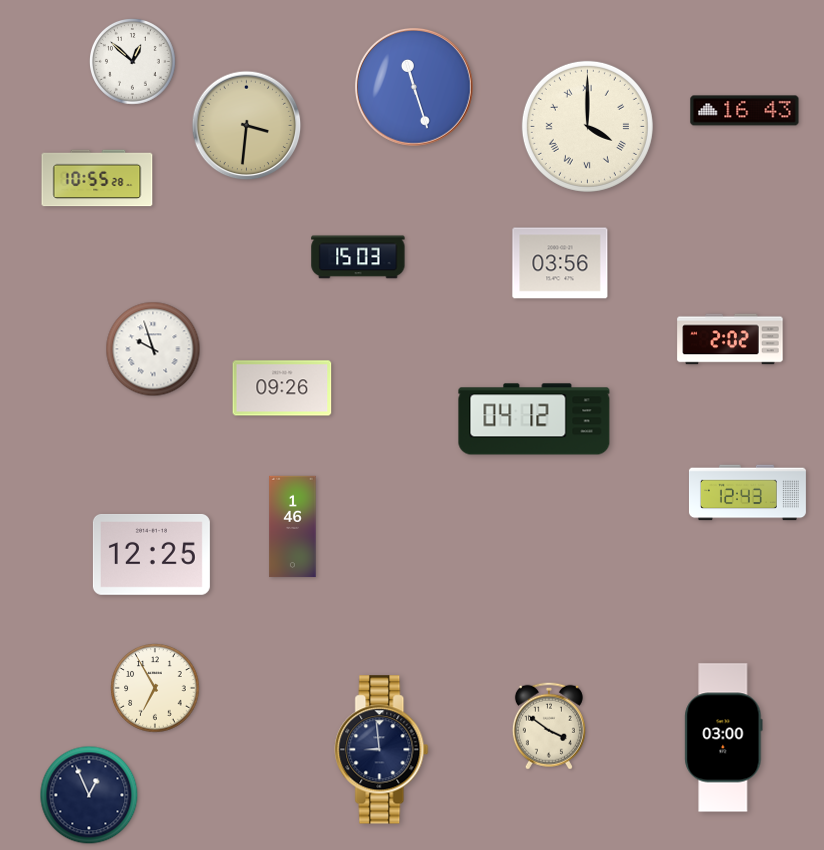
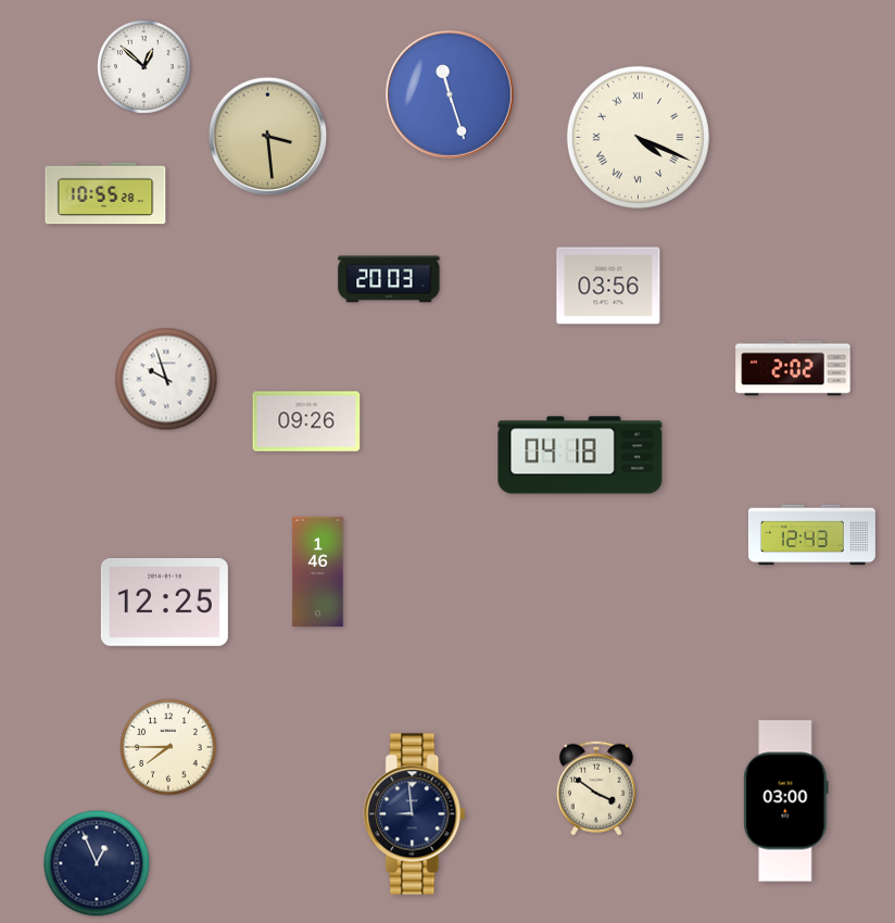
clock at (745, 111): 16:43 -> none
clock at (247, 126): 3:31 -> 3:29
clock at (587, 126): 4:00 -> 4:19
clock at (358, 257): 15:03 -> 20:03
clock at (534, 419): 04:12 -> 04:18
clock at (155, 688): 6:55 -> 7:45
